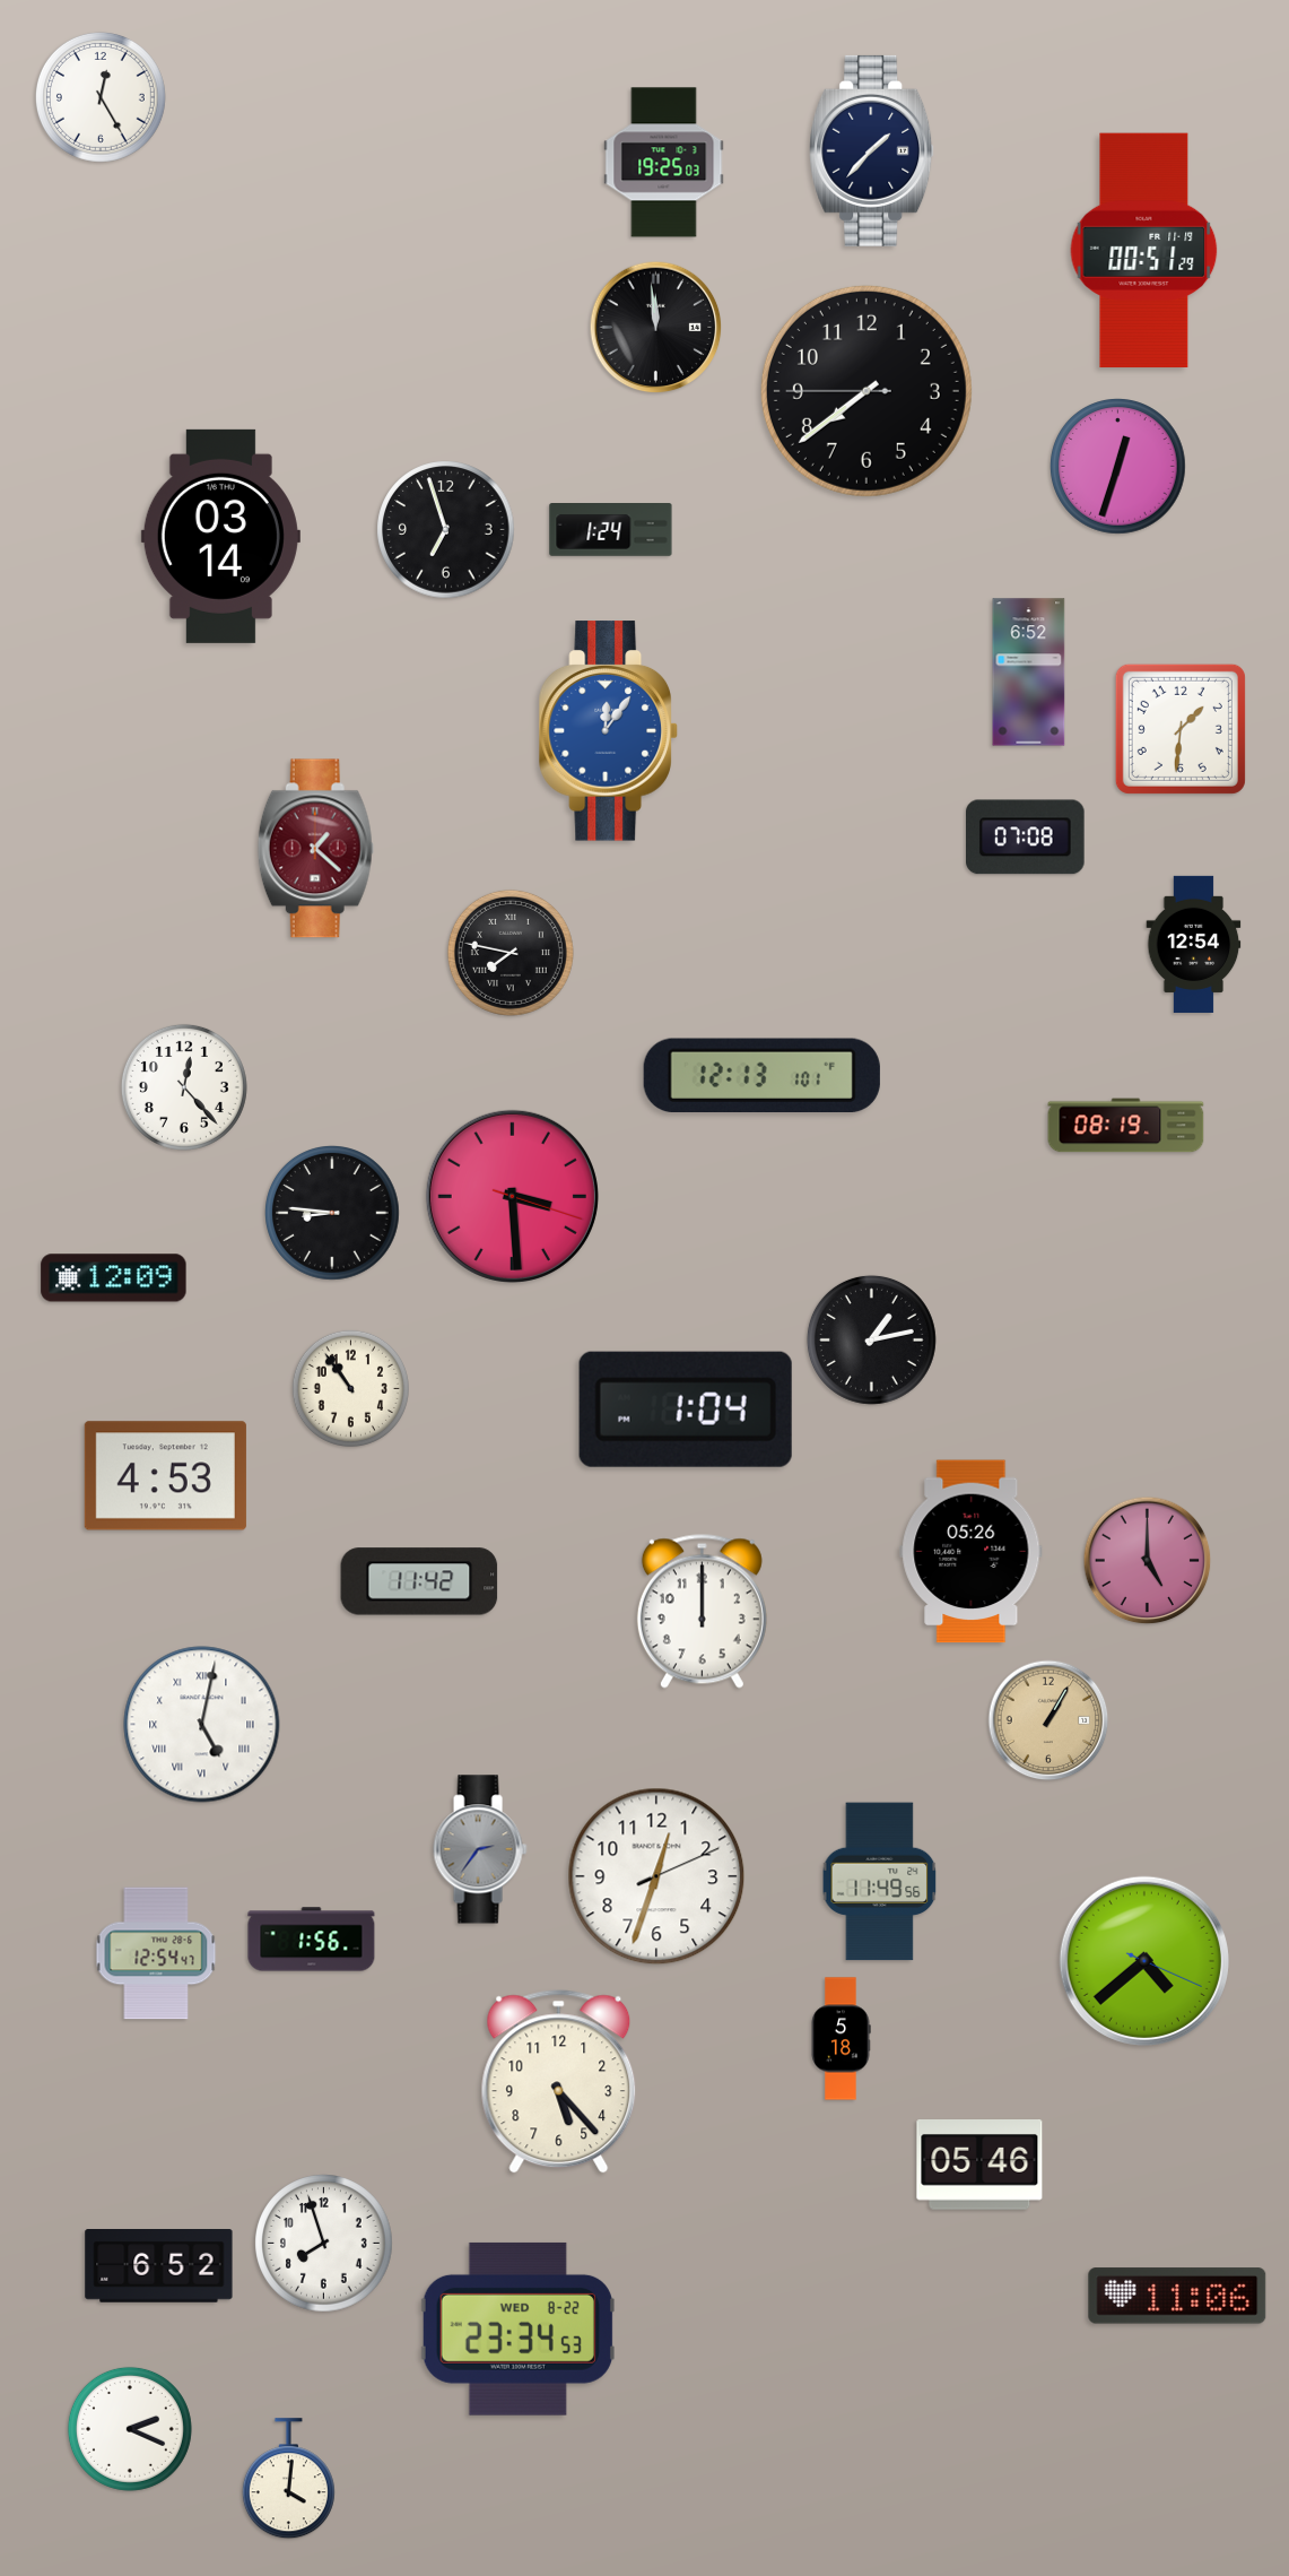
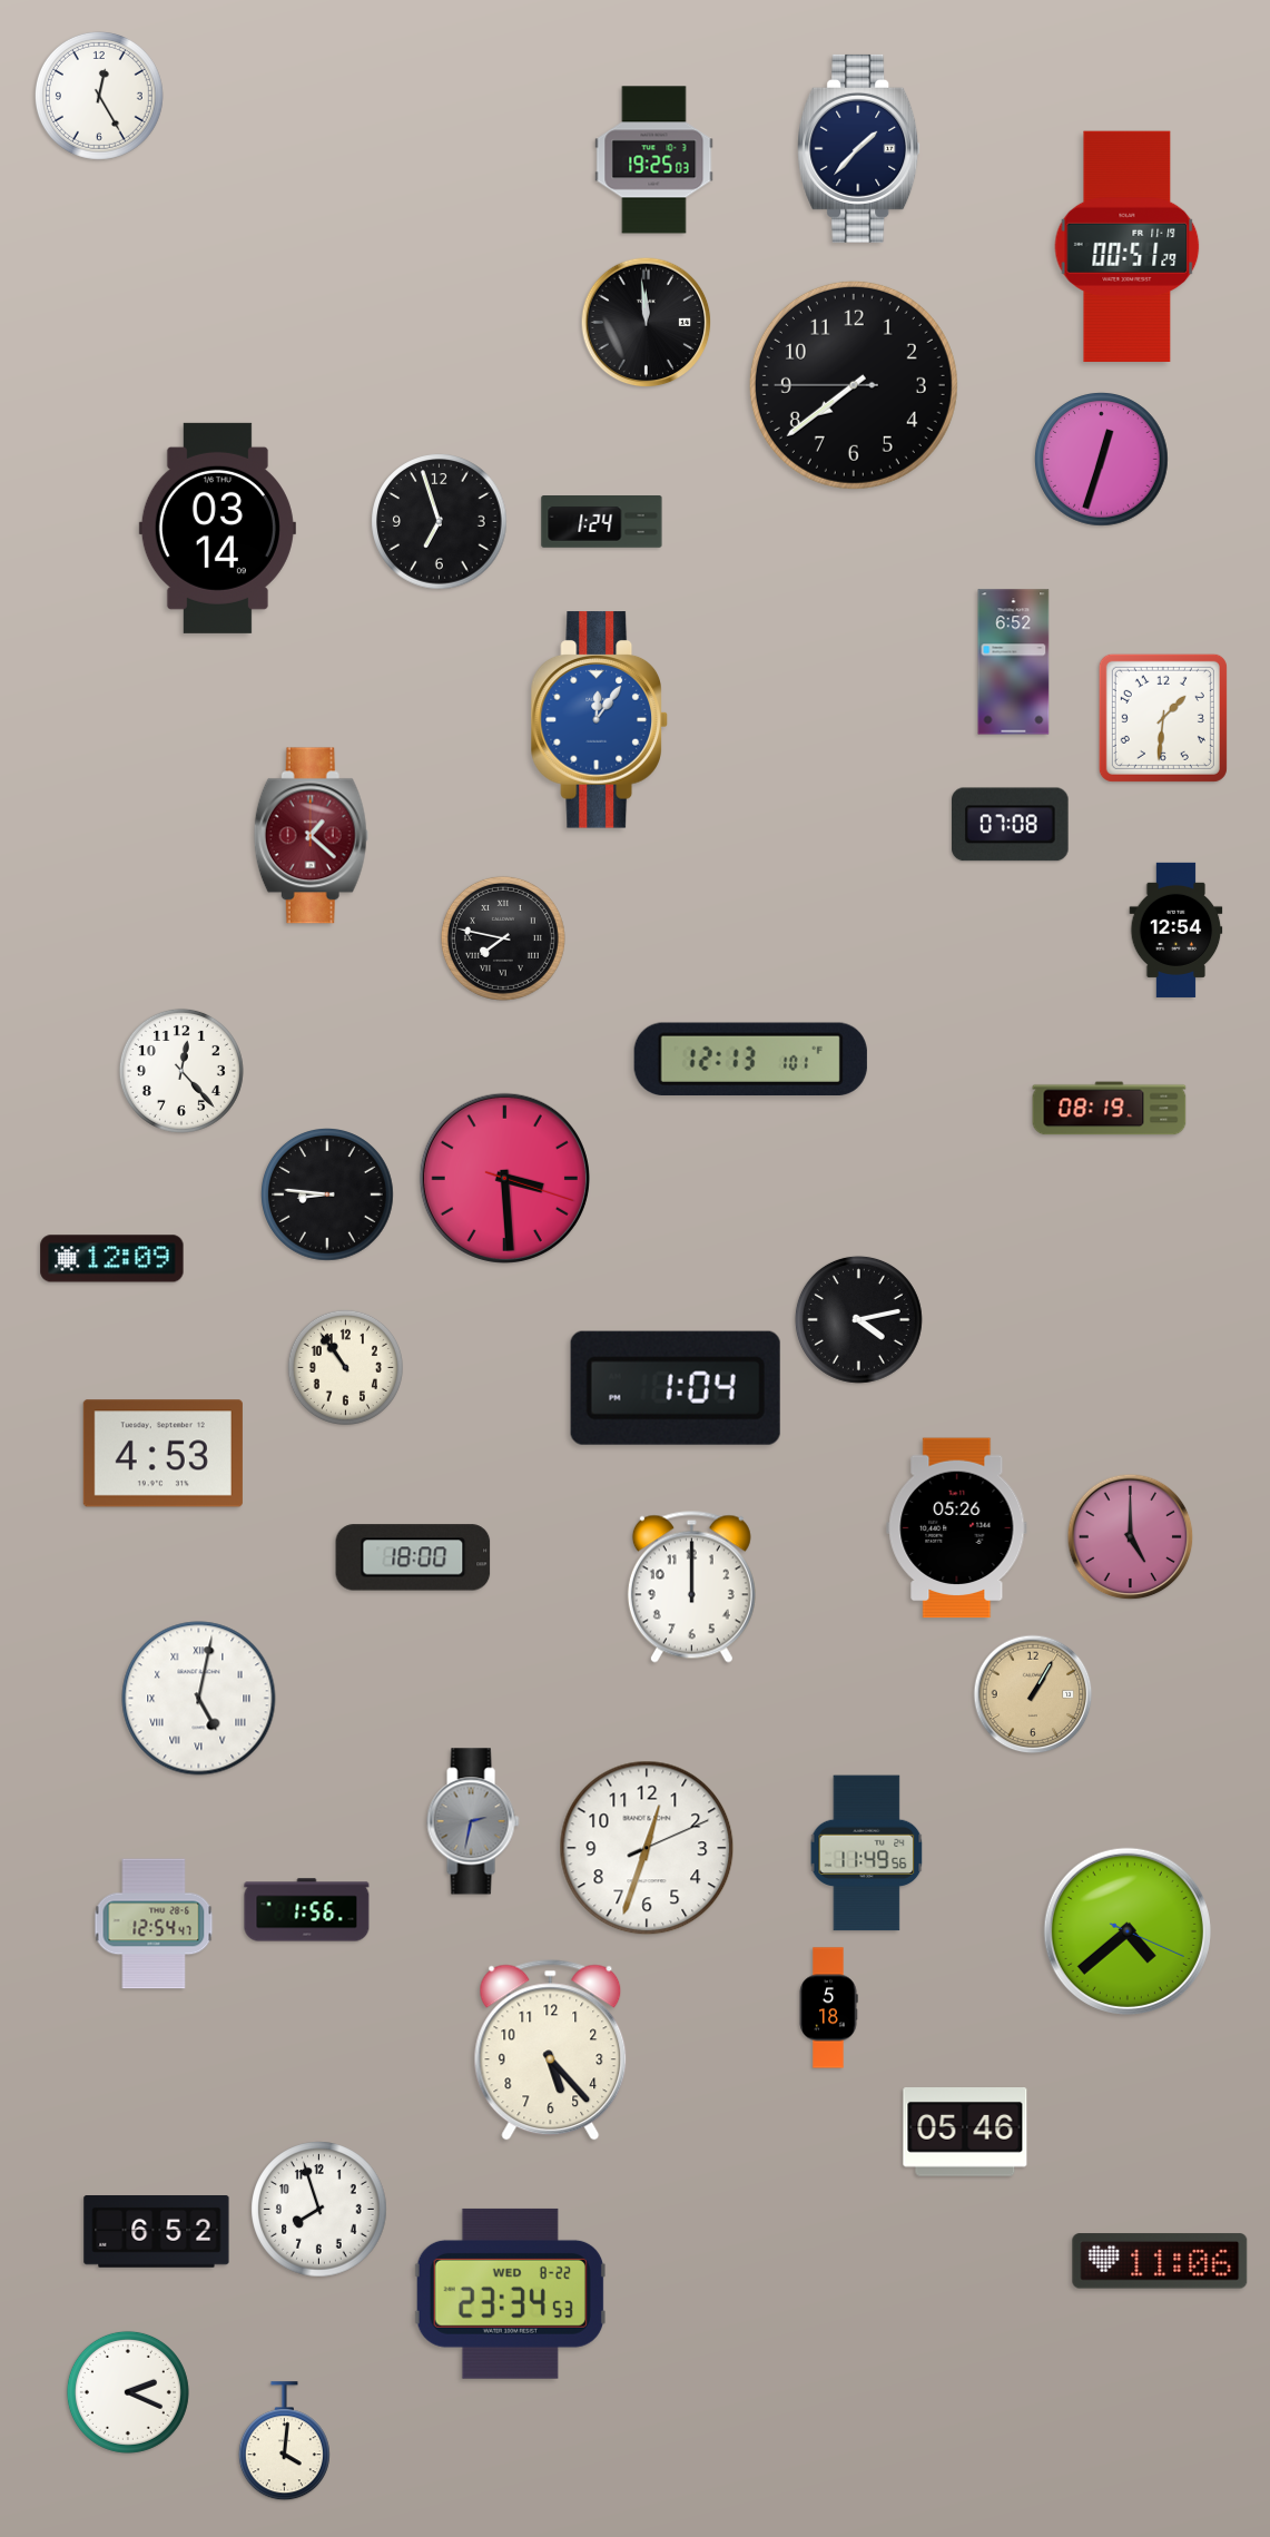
clock at (871, 1339): 1:13 -> 4:13
clock at (419, 1581): 11:42 -> 18:00
clock at (480, 1849): 2:36 -> 2:32
